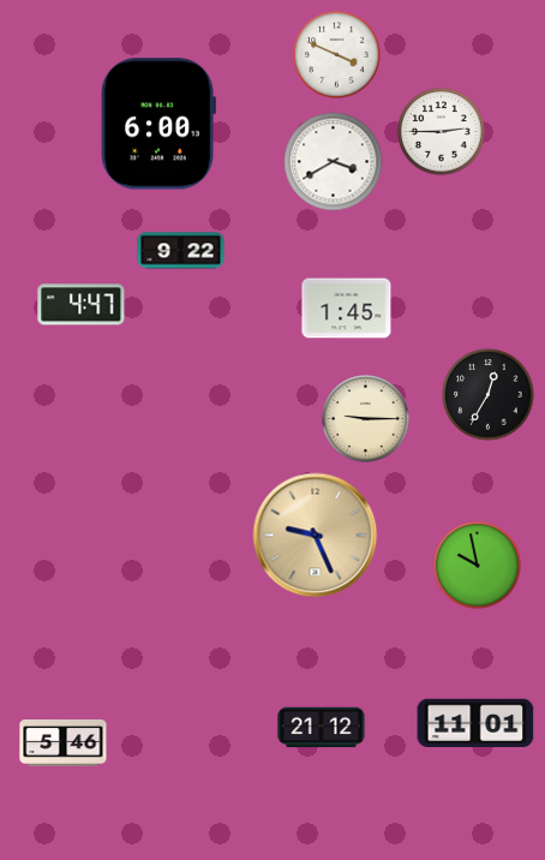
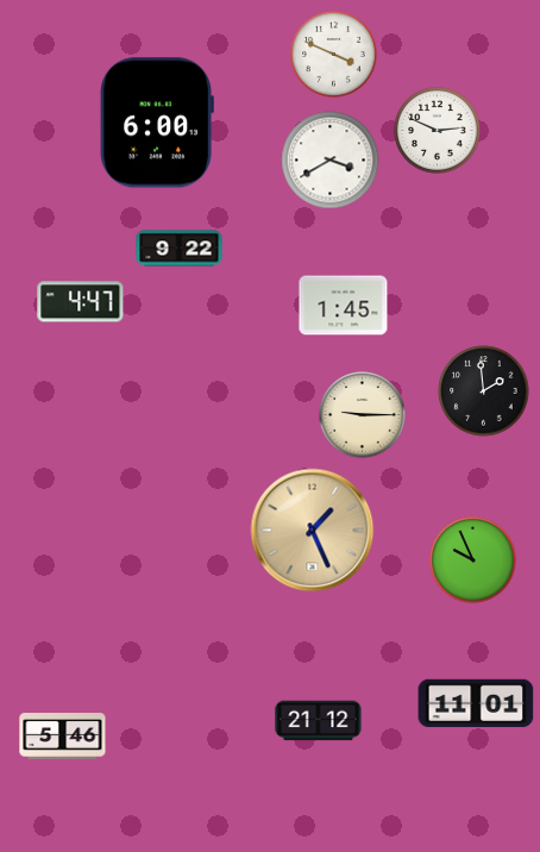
clock at (442, 132): 2:45 -> 2:49
clock at (489, 395): 12:35 -> 1:59
clock at (316, 536): 9:26 -> 1:26
clock at (478, 566): 9:58 -> 9:56
clock at (475, 723) position: (475, 723) -> (476, 703)
